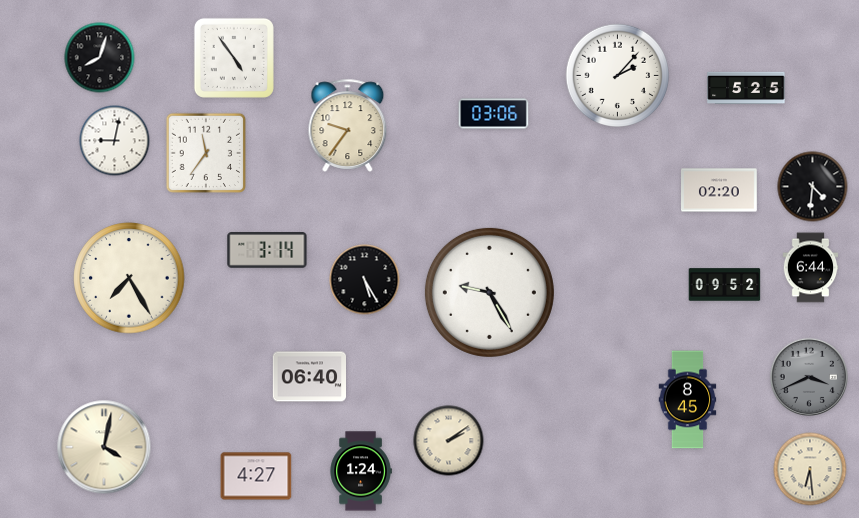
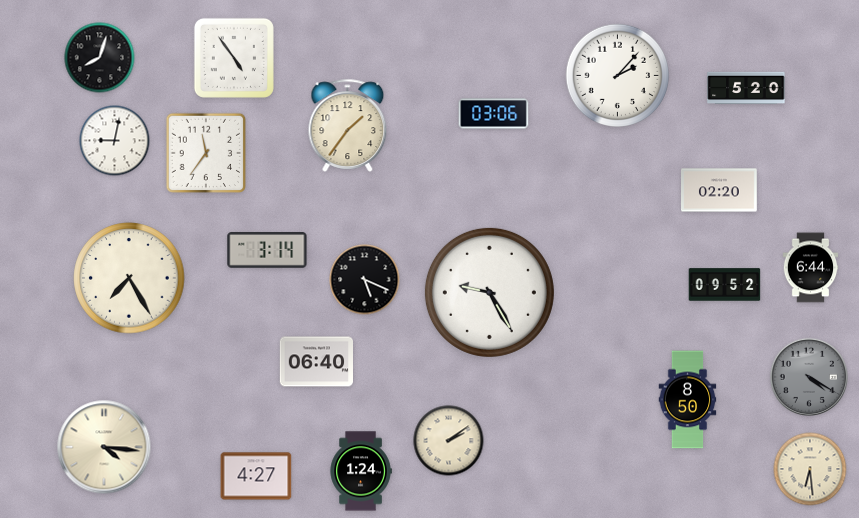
clock at (746, 88): 5:25 -> 5:20
clock at (348, 125): 9:36 -> 1:36
clock at (813, 187): 4:31 -> none
clock at (365, 280): 5:25 -> 5:19
clock at (309, 377) position: (309, 377) -> (316, 362)
clock at (809, 377): 3:41 -> 4:20
clock at (688, 400): 8:45 -> 8:50
clock at (104, 447): 4:02 -> 4:16
